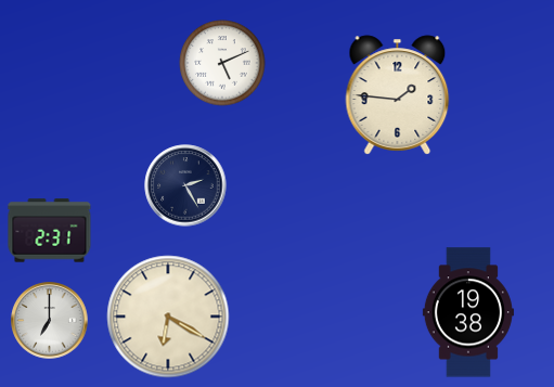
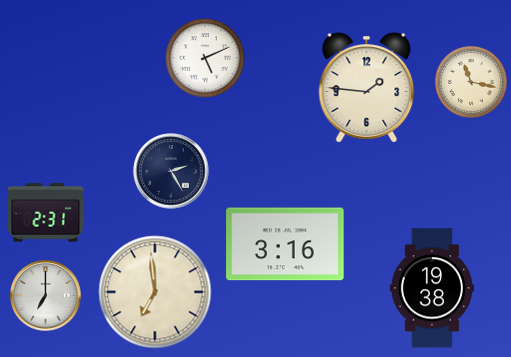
clock at (471, 82): none -> 11:17
clock at (285, 244): none -> 3:16
clock at (168, 317): 6:20 -> 6:59
